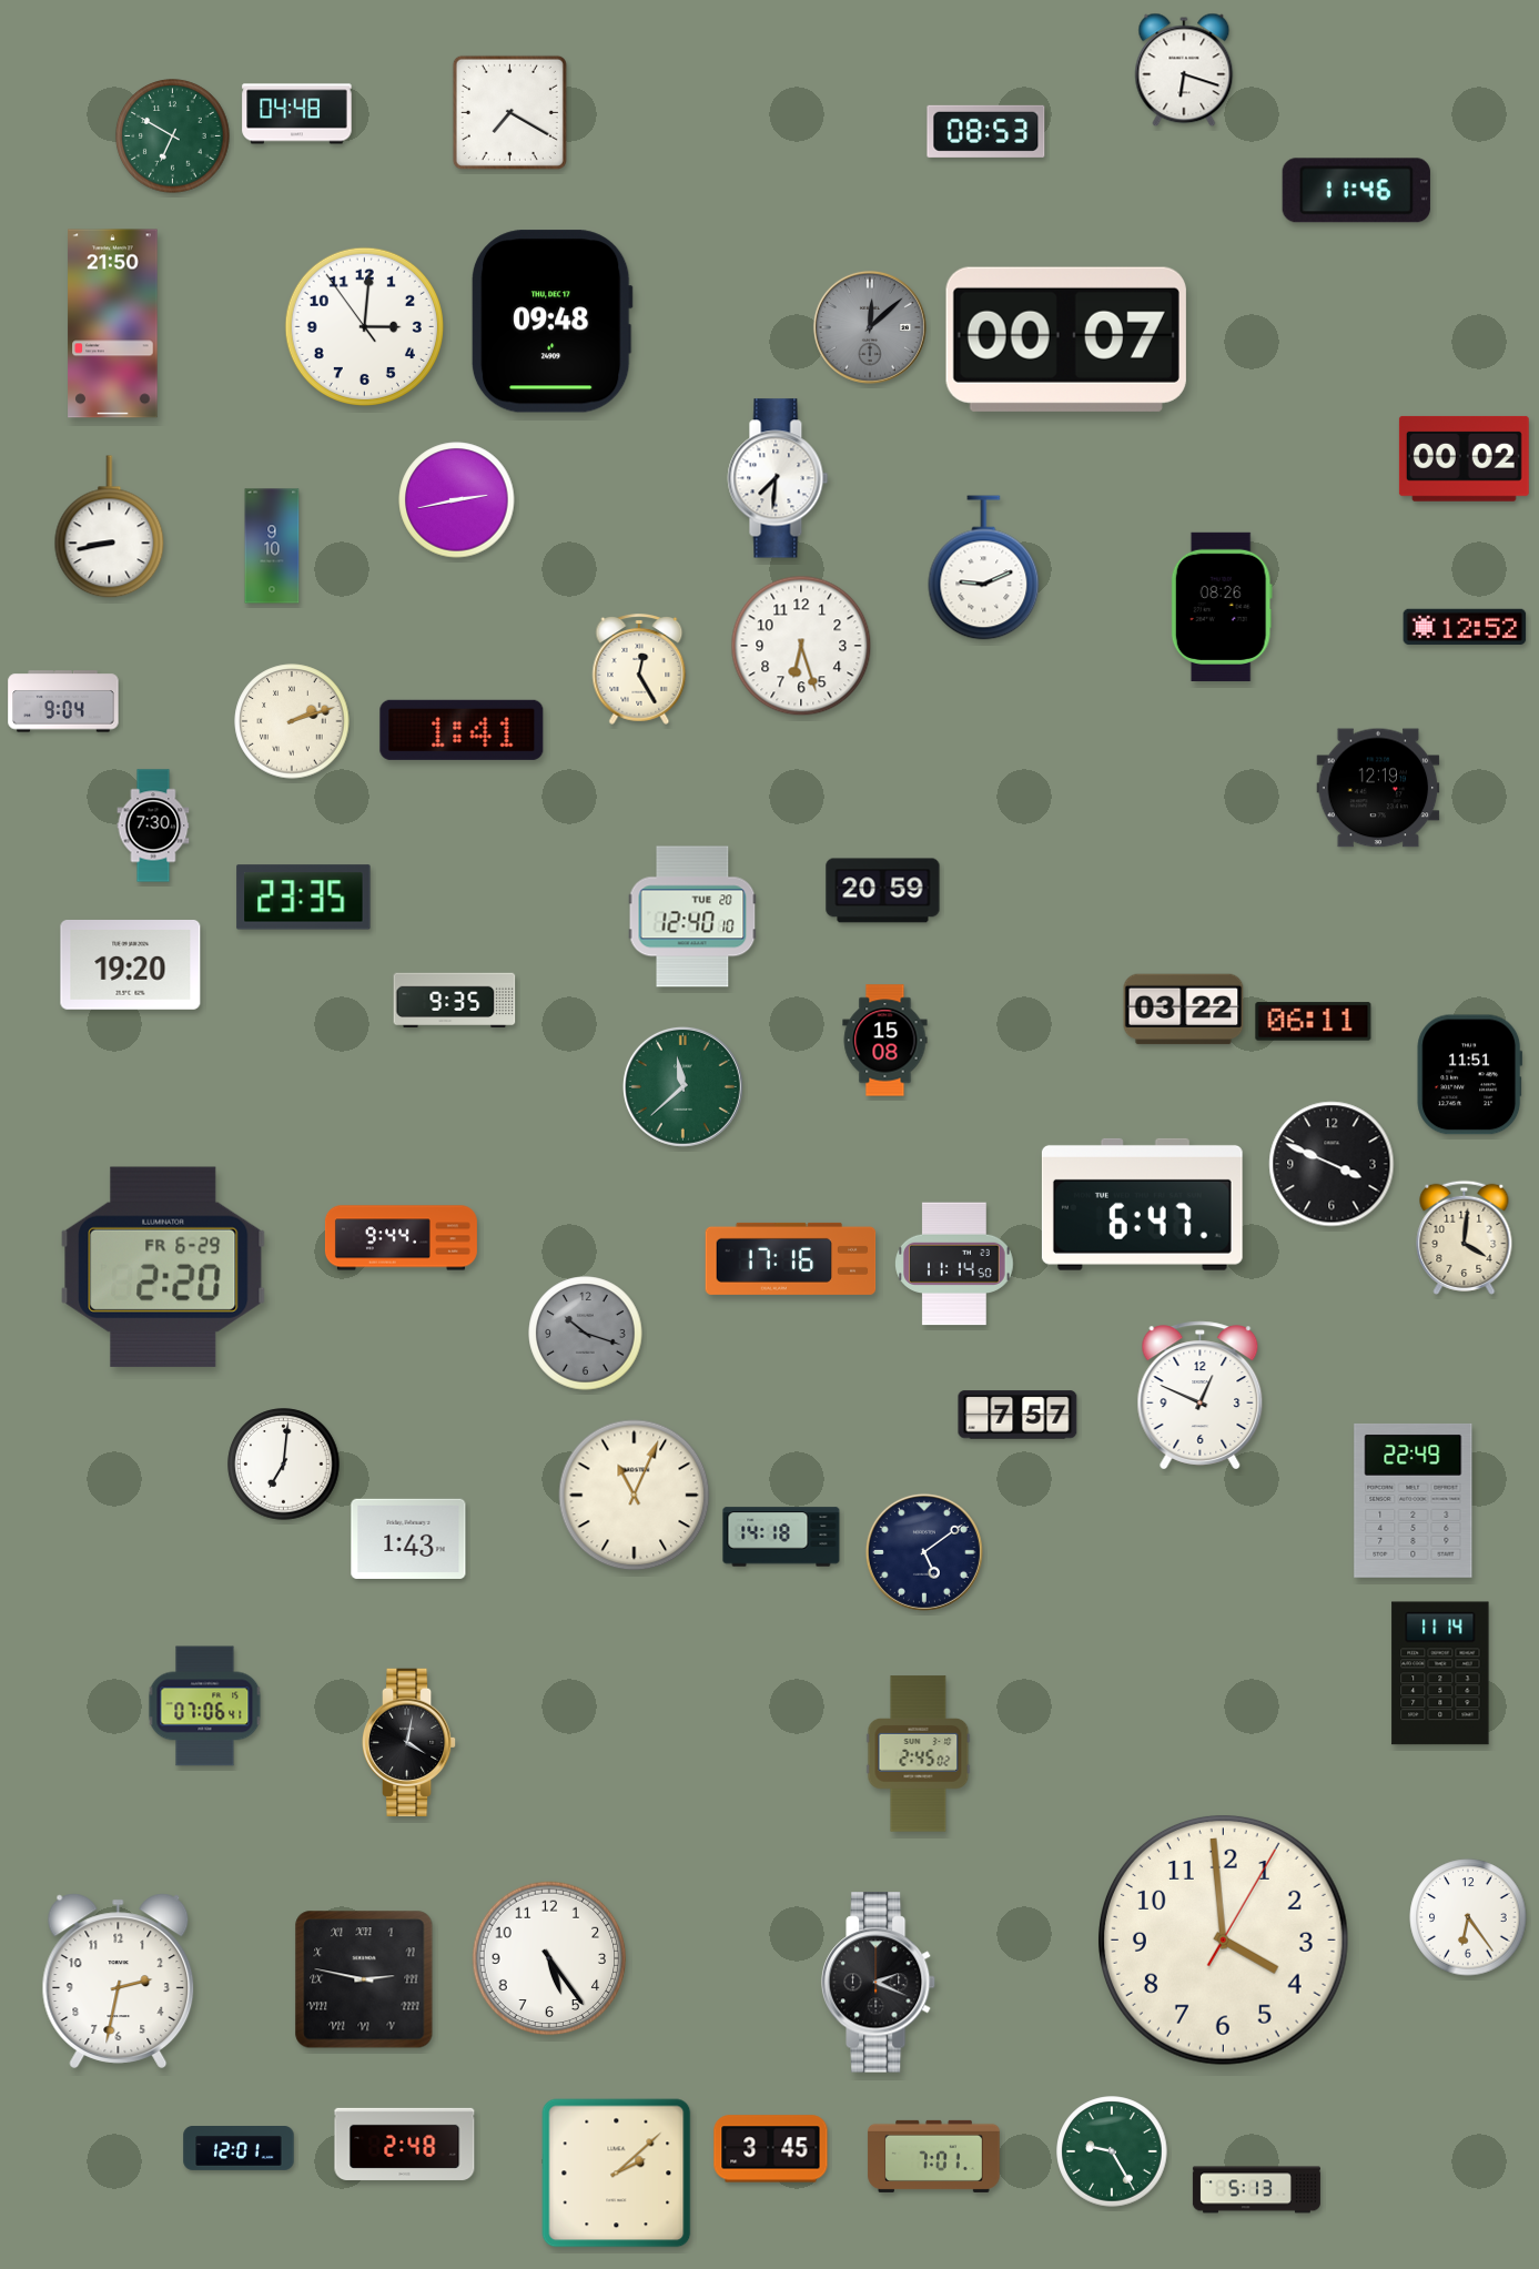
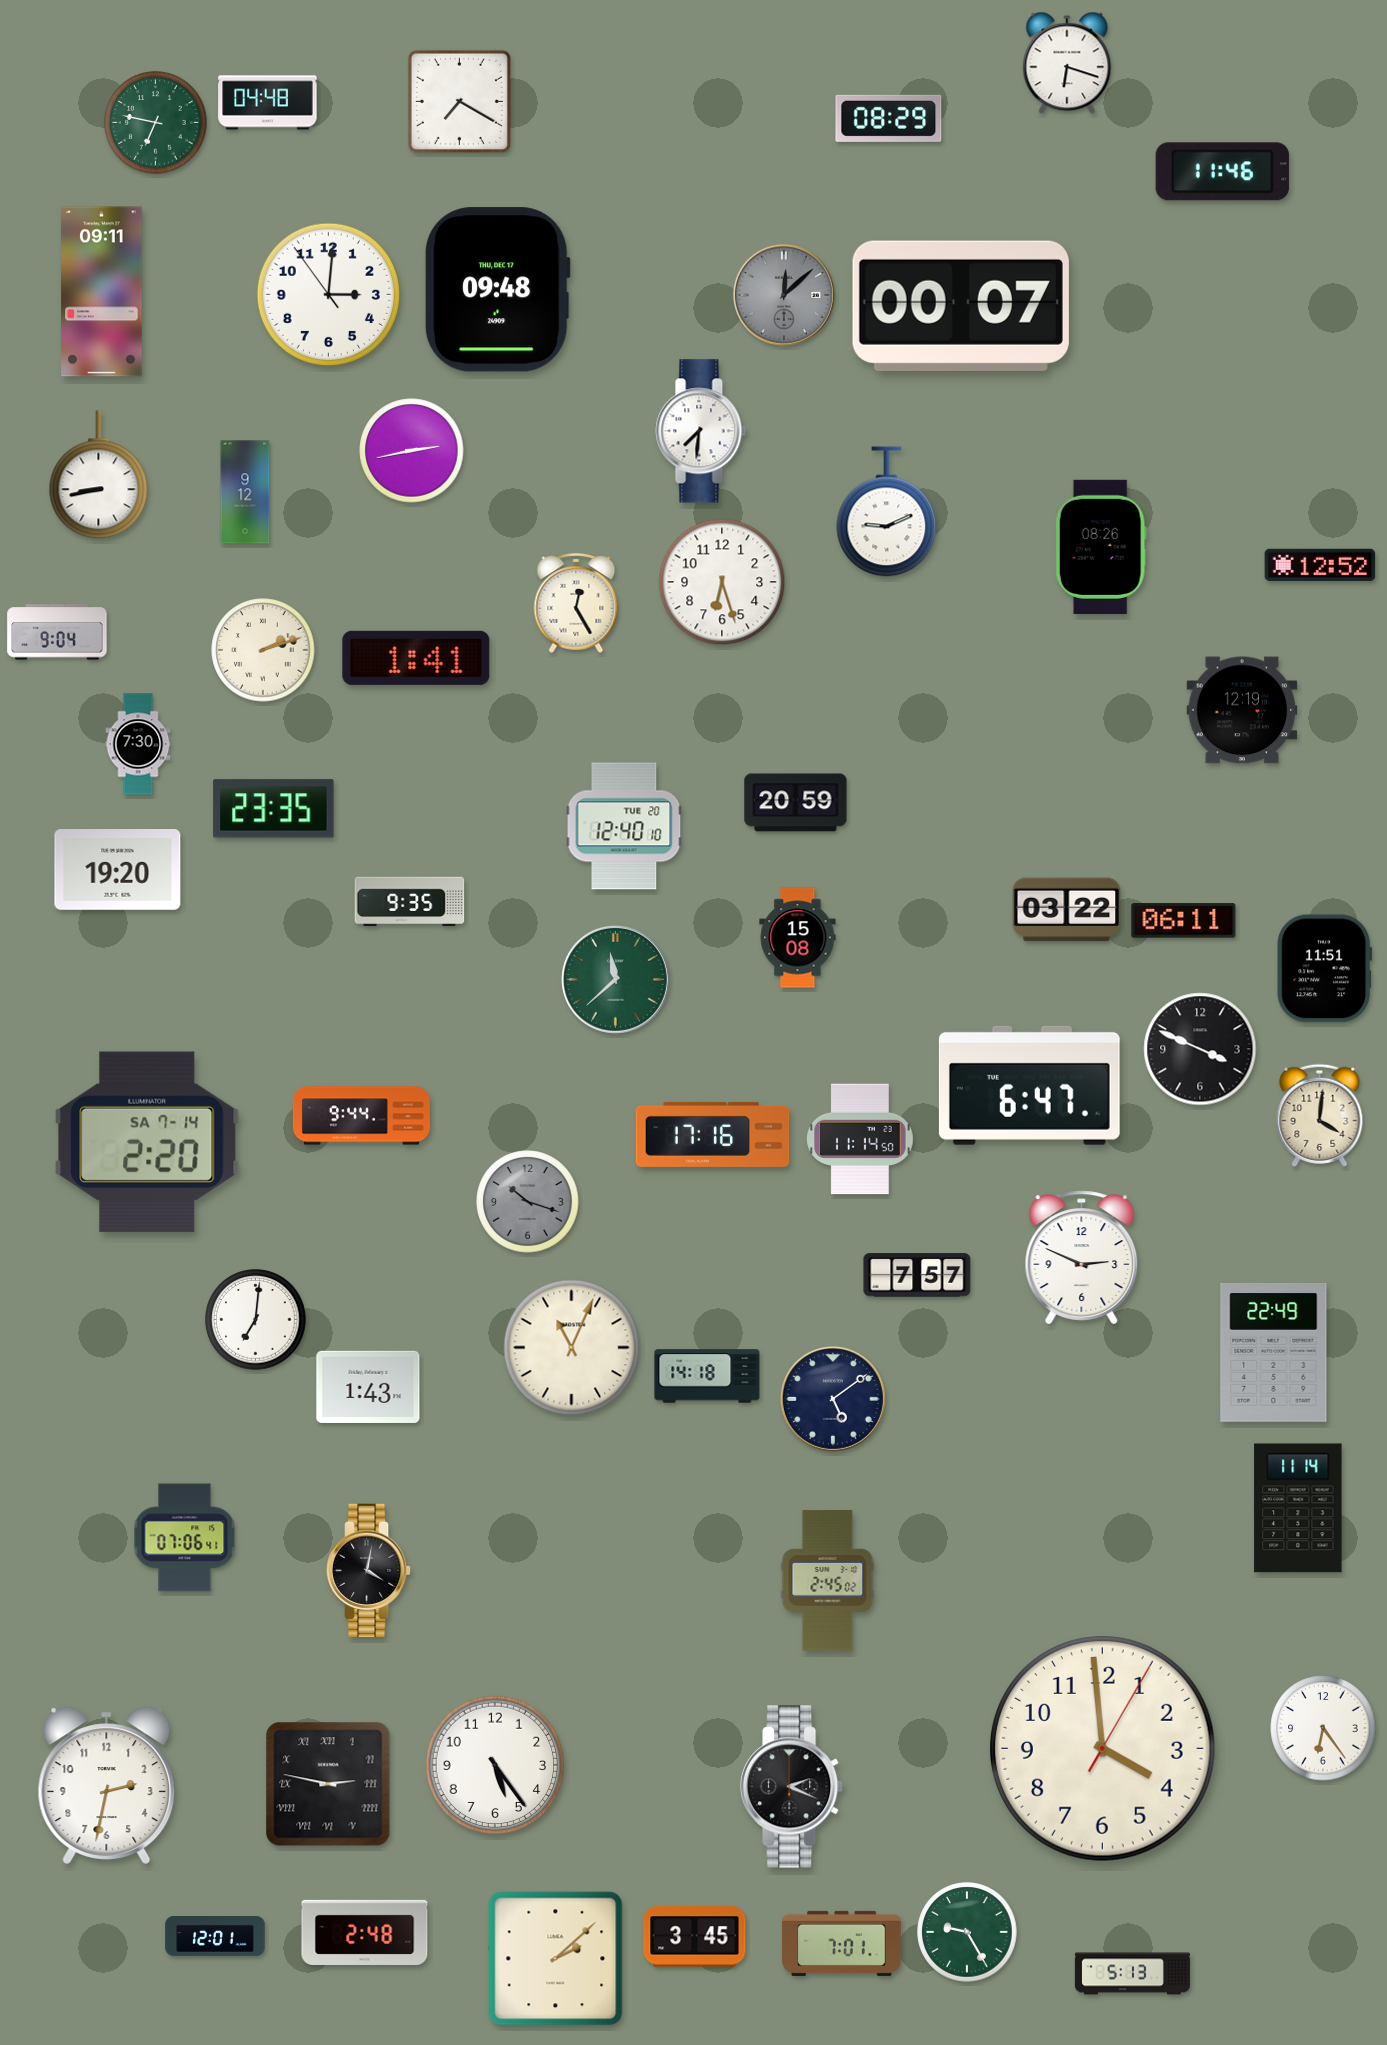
clock at (986, 131): 08:53 -> 08:29
clock at (173, 136): 6:50 -> 6:47
clock at (113, 324): 21:50 -> 09:11
clock at (1464, 458): 00:02 -> none
clock at (272, 546): 9:10 -> 9:12
clock at (163, 1267) date: FR 6-29 -> SA 7-14
clock at (1201, 1396): 12:49 -> 2:49
clock at (781, 1537) position: (781, 1537) -> (707, 1376)
clock at (1112, 2151) position: (1112, 2151) -> (967, 1932)
